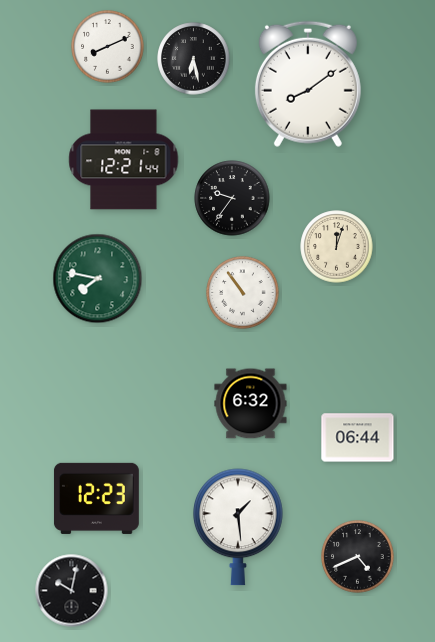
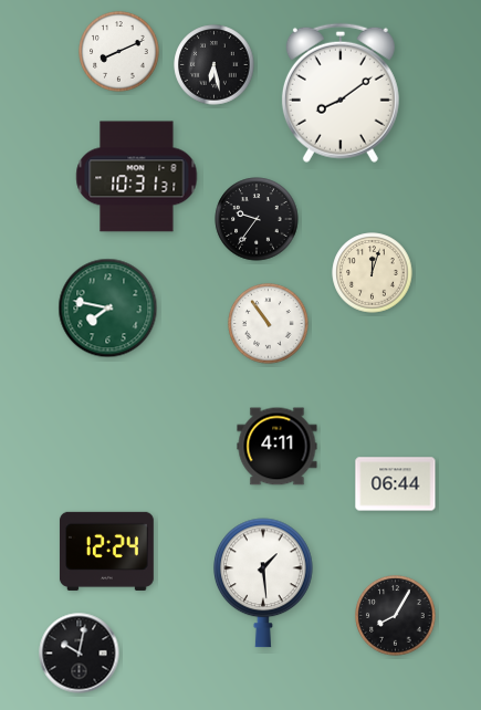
clock at (124, 160): 12:21 -> 10:31
clock at (251, 404): 6:32 -> 4:11
clock at (96, 498): 12:23 -> 12:24
clock at (358, 557): 4:41 -> 8:05
